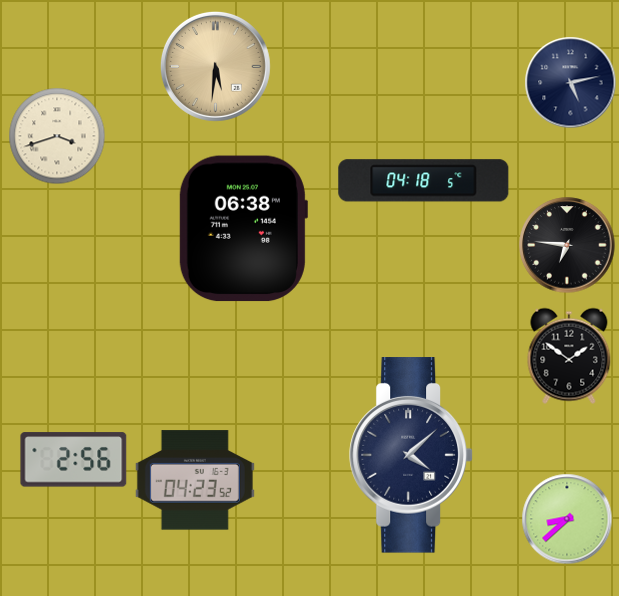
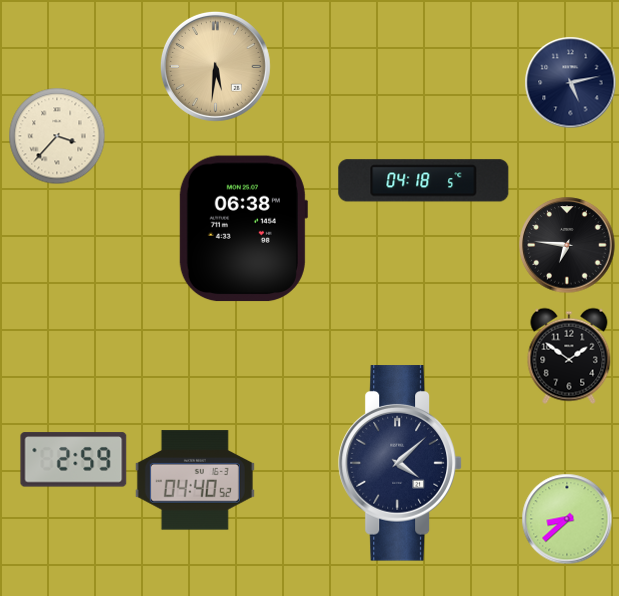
clock at (57, 136): 3:42 -> 3:37
clock at (411, 455) position: (411, 455) -> (400, 463)
clock at (74, 460): 2:56 -> 2:59
clock at (195, 480): 04:23 -> 04:40
